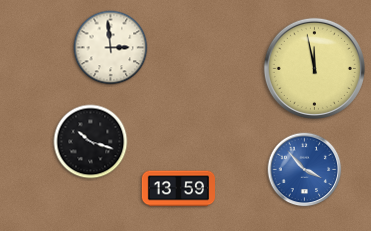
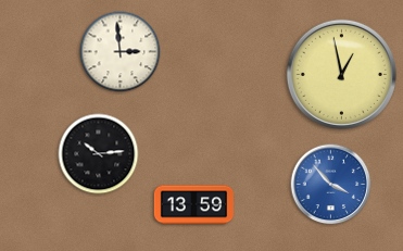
clock at (314, 68): 11:58 -> 12:58
clock at (91, 142): 10:18 -> 10:14
